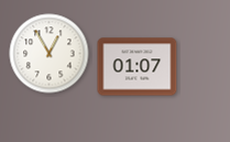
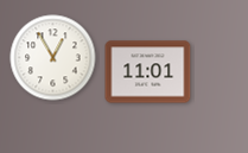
clock at (138, 67): 01:07 -> 11:01
